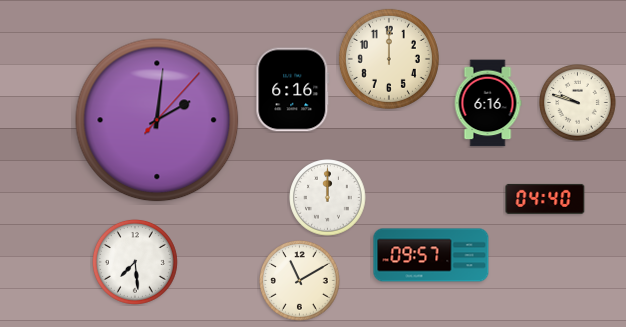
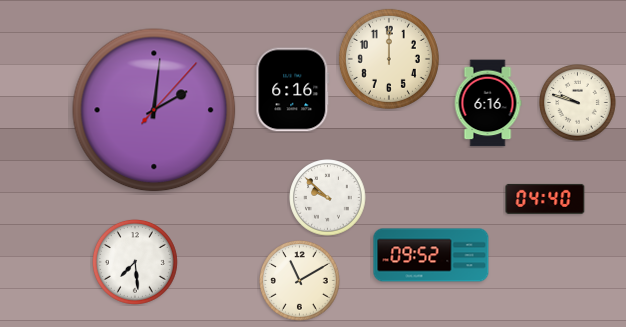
clock at (157, 120) position: (157, 120) -> (154, 110)
clock at (328, 198): 12:00 -> 9:52
clock at (431, 255): 09:57 -> 09:52
